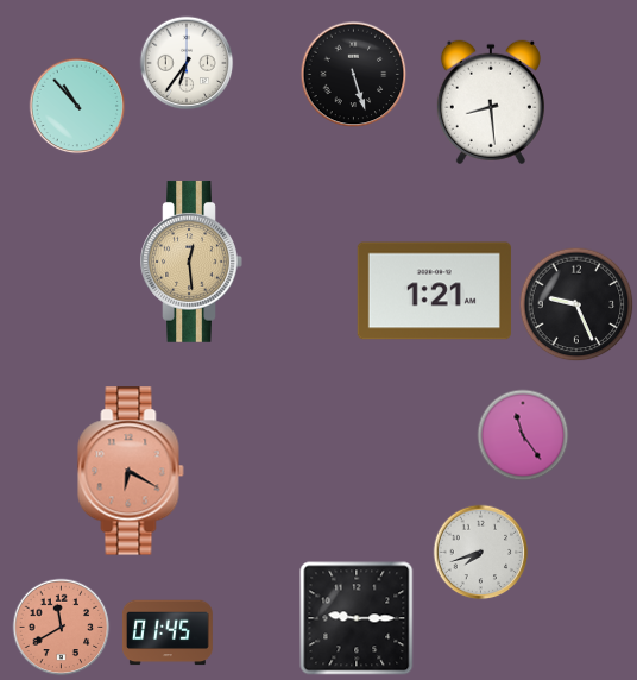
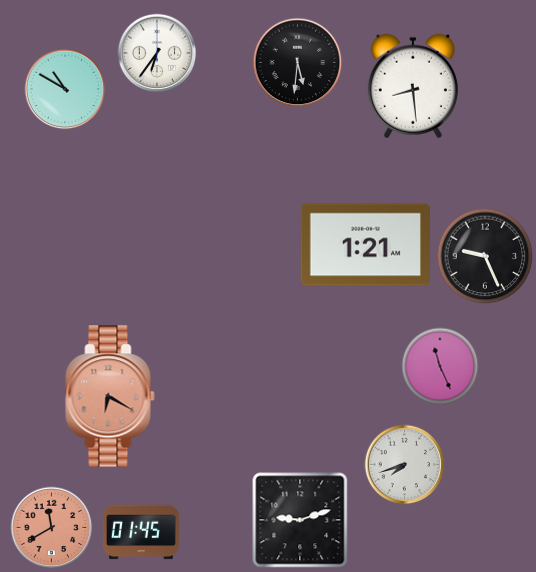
clock at (354, 75): 5:27 -> 5:31
clock at (77, 106): 10:53 -> 10:50
clock at (191, 262): 12:29 -> none
clock at (523, 435): 11:24 -> 11:26
clock at (357, 618): 9:15 -> 9:12
